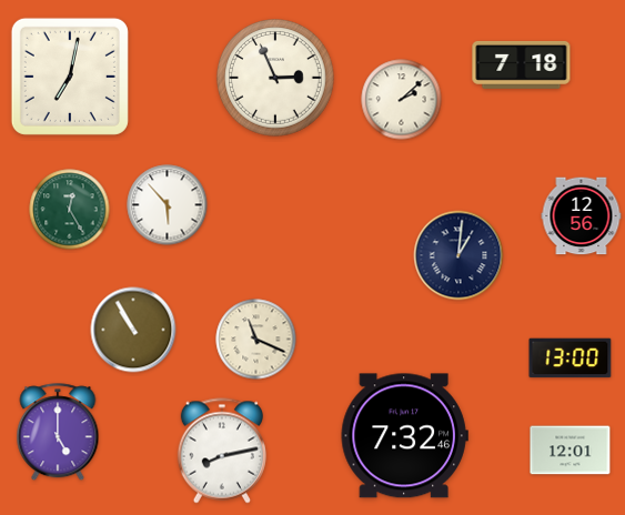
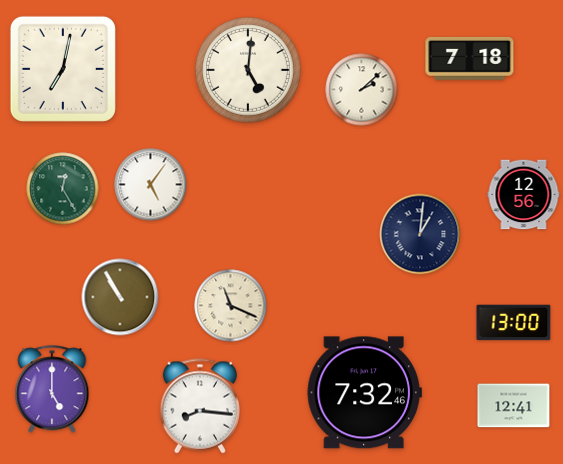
clock at (276, 79): 2:56 -> 5:01
clock at (168, 205): 5:53 -> 5:06
clock at (458, 255) position: (458, 255) -> (420, 234)
clock at (222, 451): 8:13 -> 8:16
clock at (571, 451): 12:01 -> 12:41
